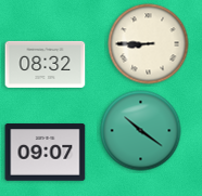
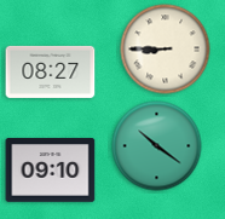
clock at (46, 64): 08:32 -> 08:27
clock at (46, 153): 09:07 -> 09:10
